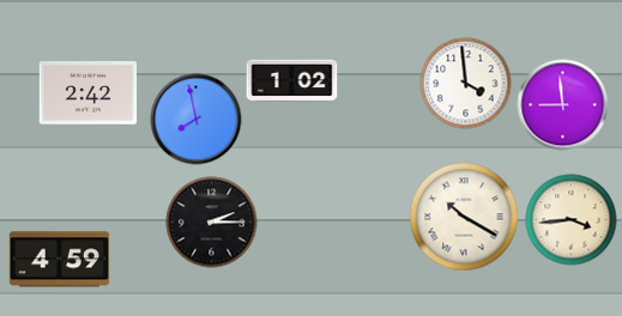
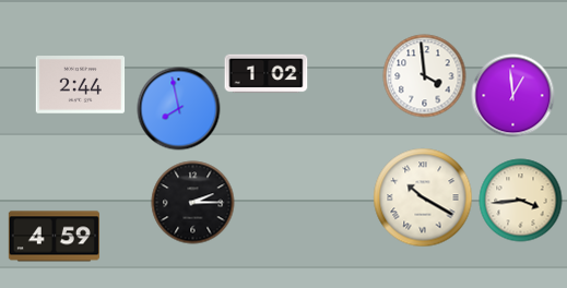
clock at (89, 93): 2:42 -> 2:44
clock at (563, 105): 8:59 -> 12:59
